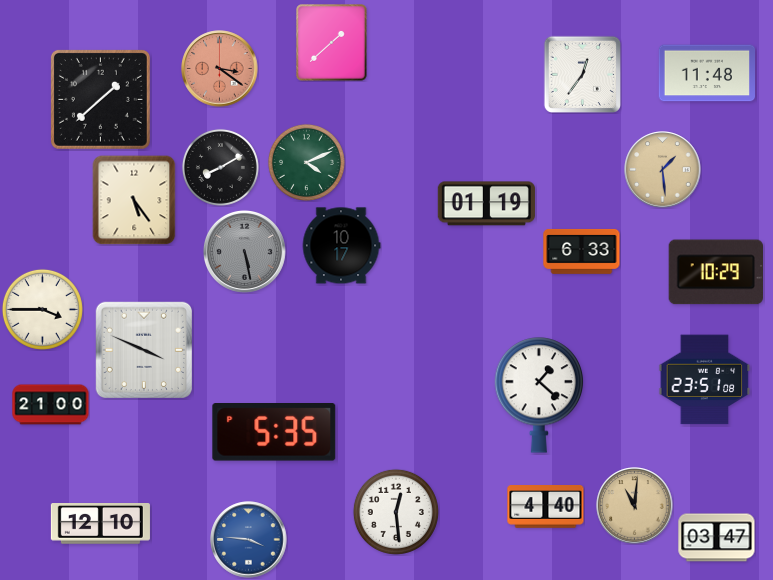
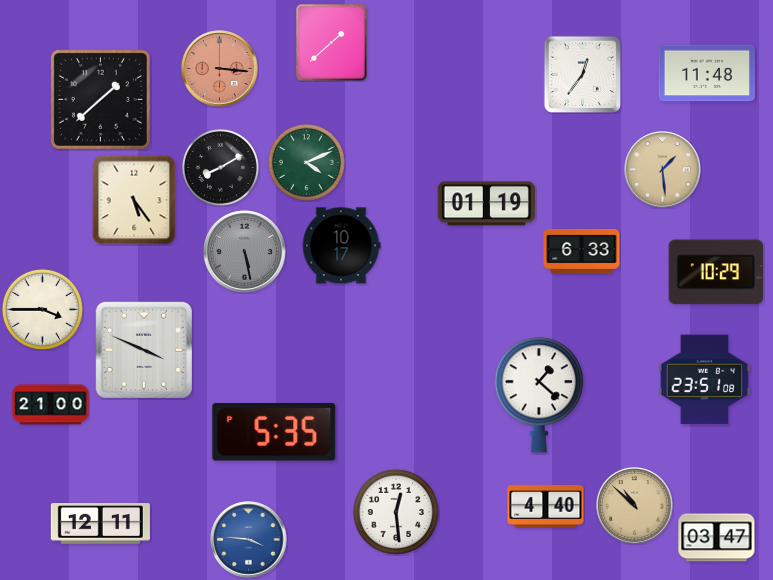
clock at (220, 69): 3:21 -> 3:16
clock at (635, 506): 11:01 -> 10:52
clock at (100, 524): 12:10 -> 12:11
